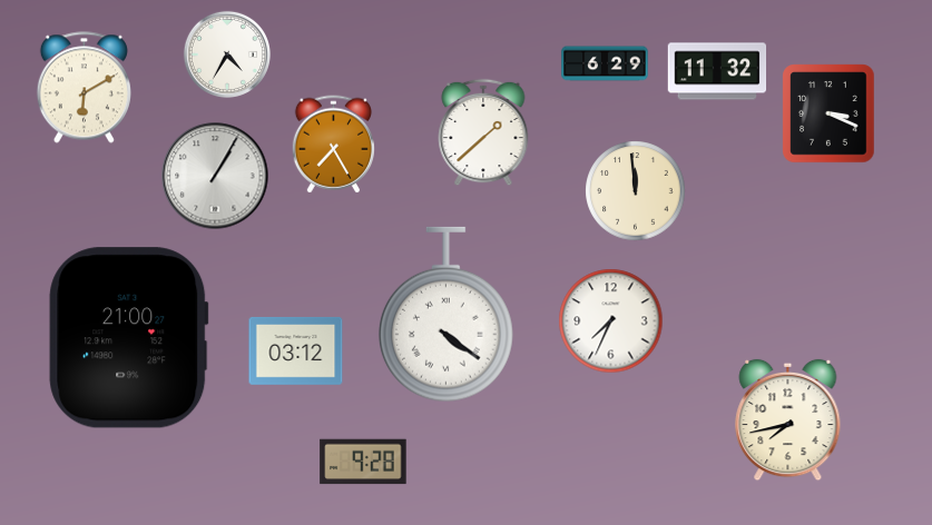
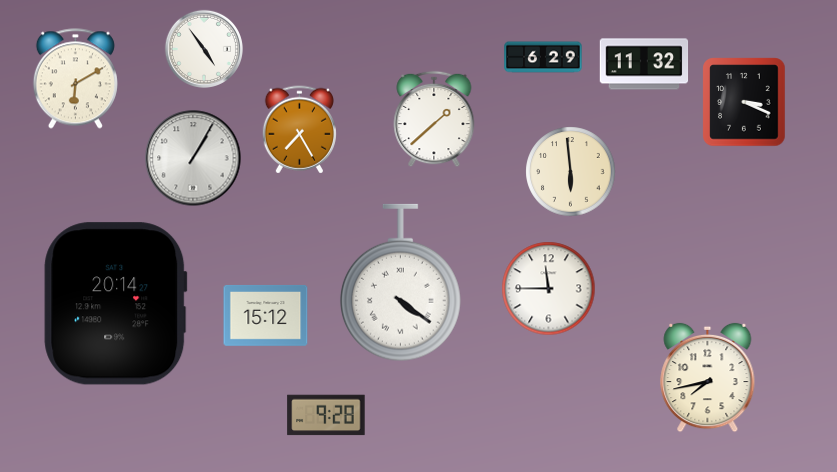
clock at (227, 55): 4:35 -> 4:54
clock at (636, 191): 11:59 -> 5:59
clock at (611, 321): 7:34 -> 11:45
clock at (129, 338): 21:00 -> 20:14
clock at (296, 350): 03:12 -> 15:12
